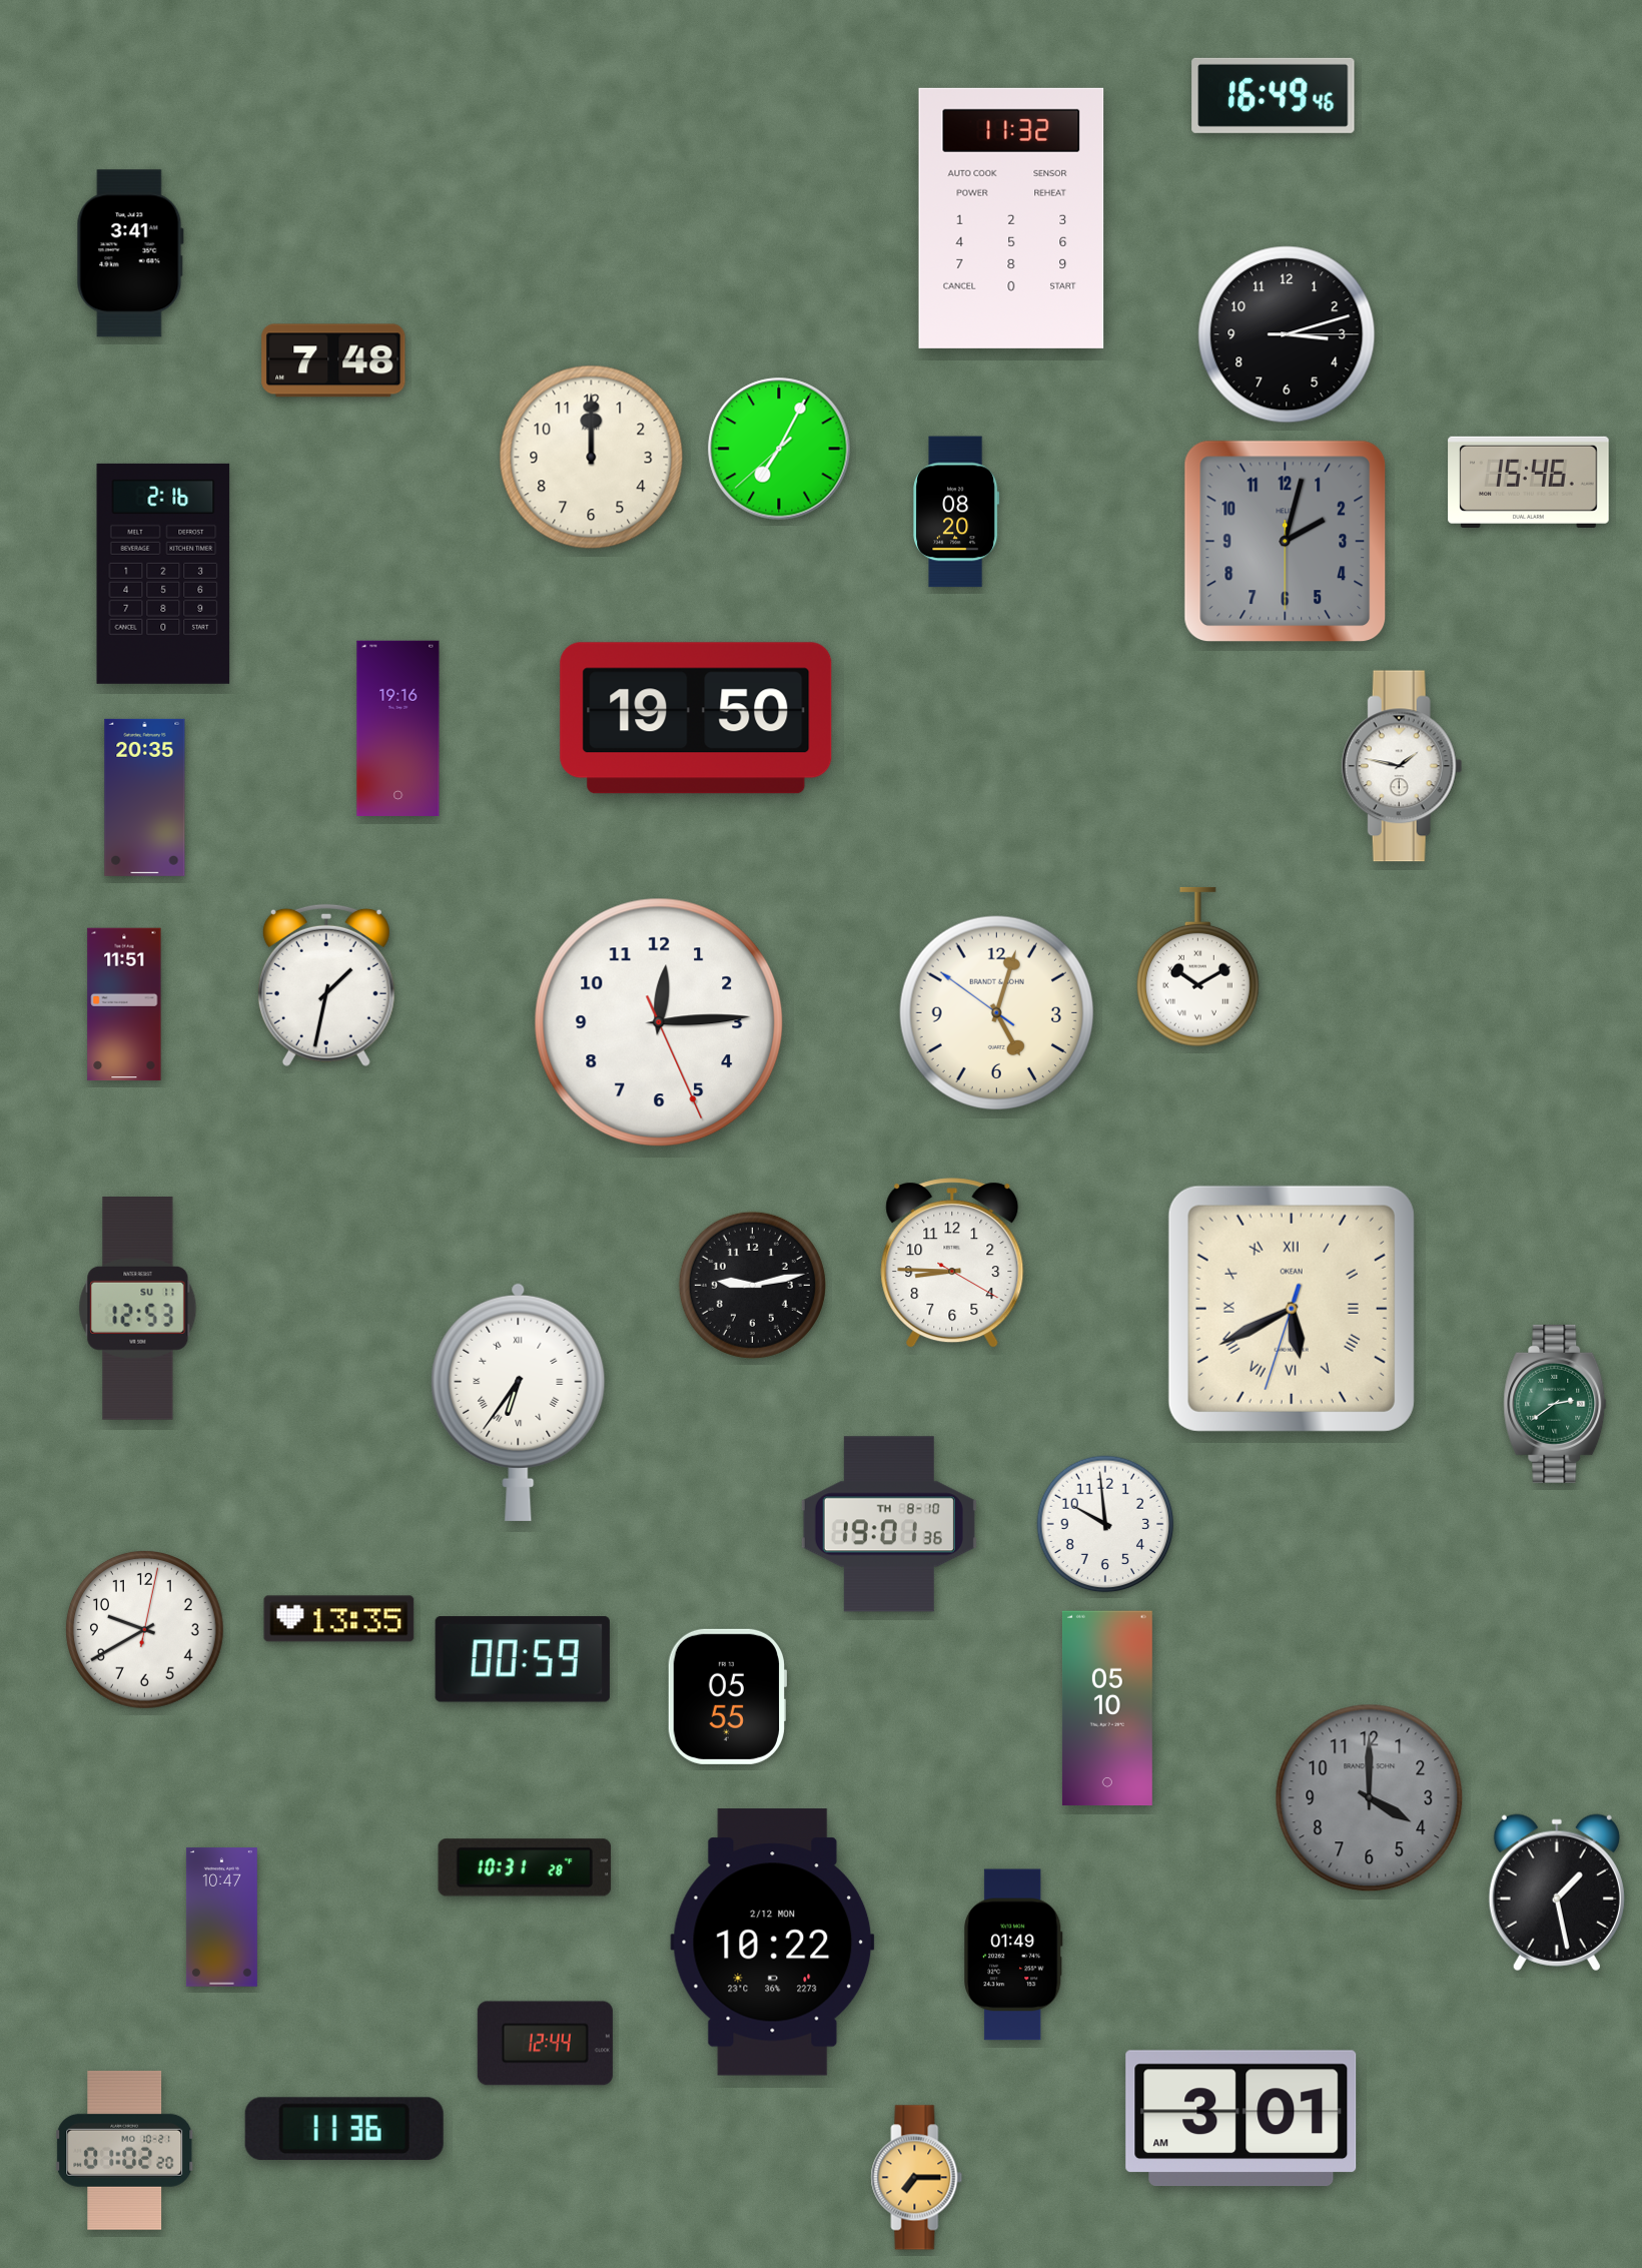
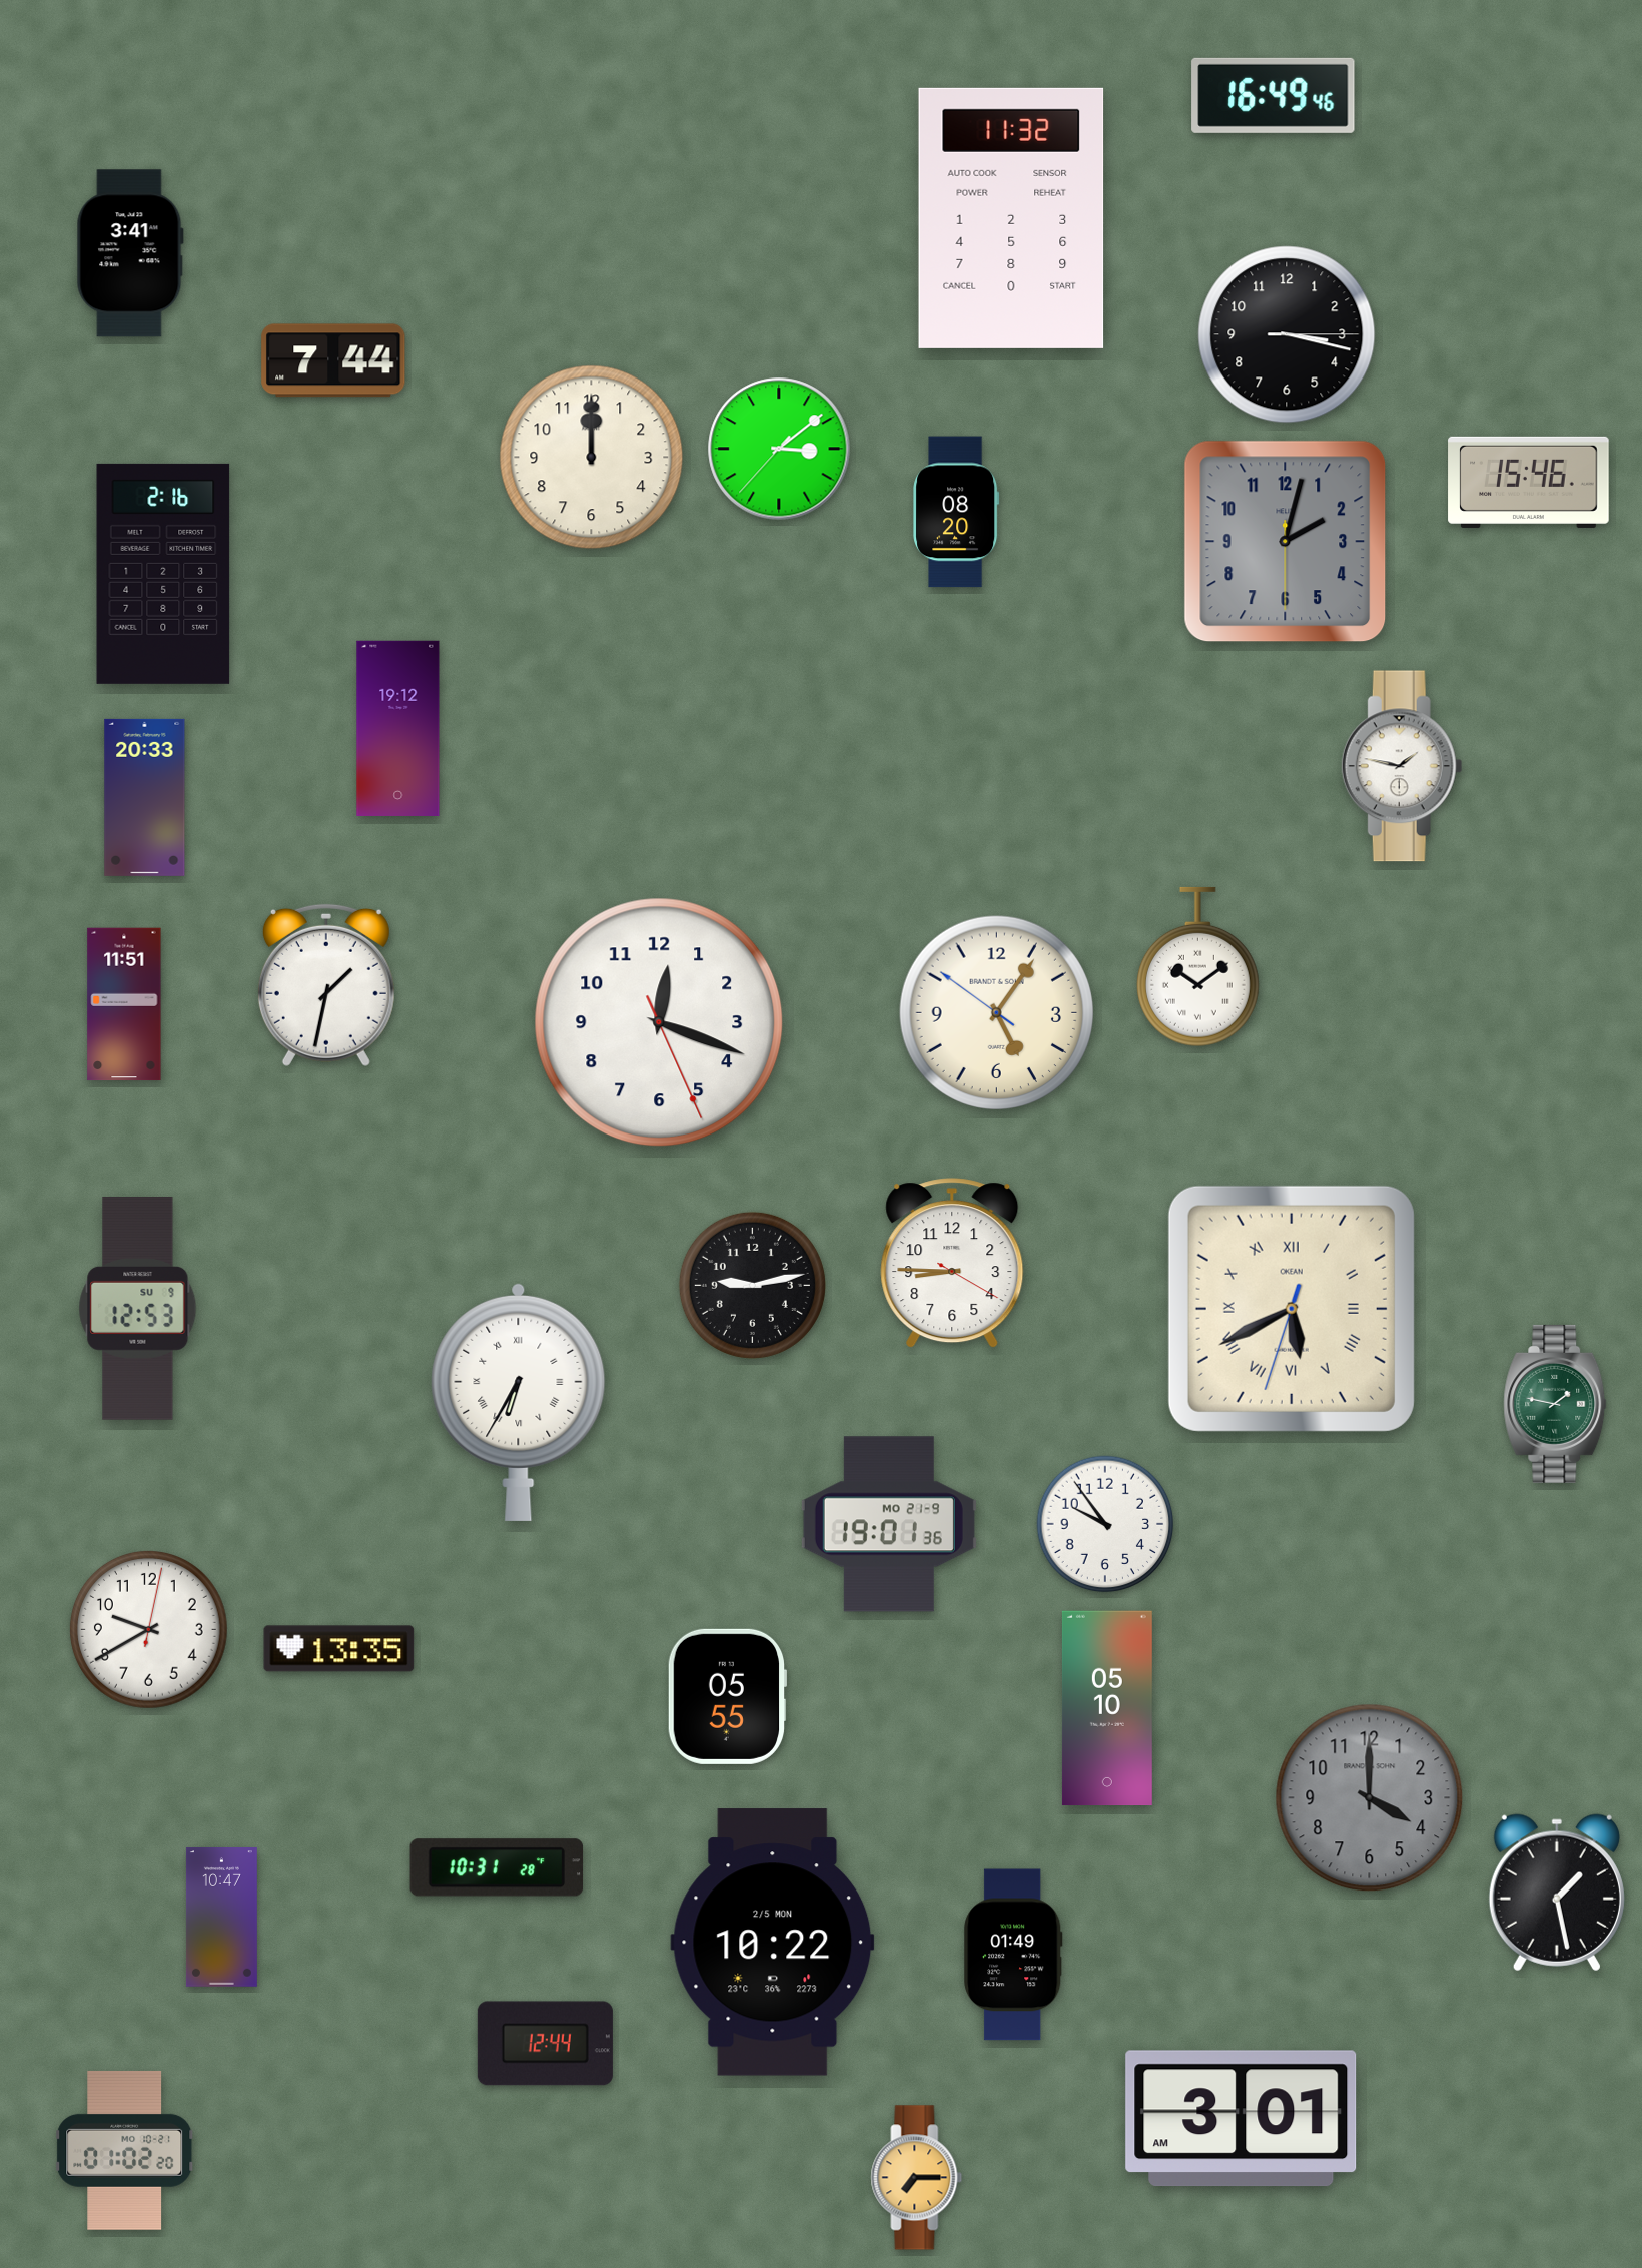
clock at (1287, 334): 3:12 -> 3:17
clock at (333, 360): 7:48 -> 7:44
clock at (779, 449): 7:04 -> 3:08
clock at (696, 718): 19:50 -> none
clock at (398, 728): 19:16 -> 19:12
clock at (145, 797): 20:35 -> 20:33
clock at (1197, 967): 10:10 -> 10:09
clock at (997, 1013): 5:02 -> 5:05
clock at (659, 1022): 12:14 -> 12:18
clock at (138, 1309) date: SU 11 -> SU 9
clock at (519, 1402): 6:36 -> 6:35
clock at (1555, 1404): 2:39 -> 1:47
clock at (889, 1524) date: TH 8-10 -> MO 21-9
clock at (1105, 1524): 9:59 -> 9:54
clock at (339, 1619) position: (339, 1619) -> (339, 1649)
clock at (144, 1629) position: (144, 1629) -> (148, 1629)
clock at (523, 1659): 00:59 -> none
clock at (525, 1867) position: (525, 1867) -> (497, 1867)
clock at (773, 1943) date: 2/12 MON -> 2/5 MON
clock at (344, 2129): 11:36 -> none
